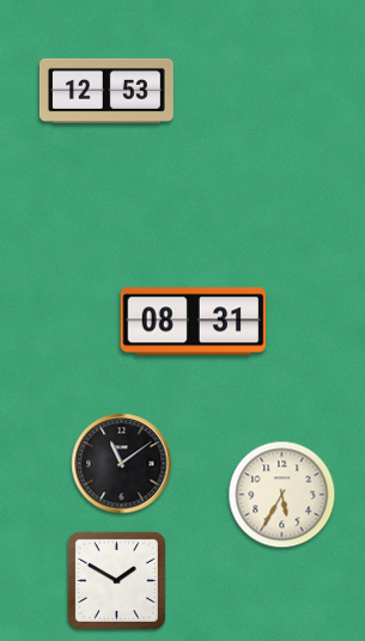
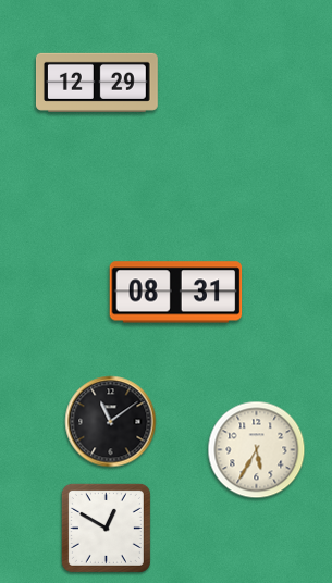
clock at (107, 91): 12:53 -> 12:29
clock at (116, 580): 1:50 -> 12:50
